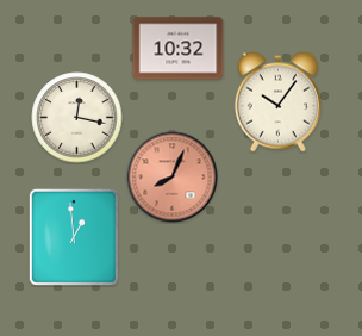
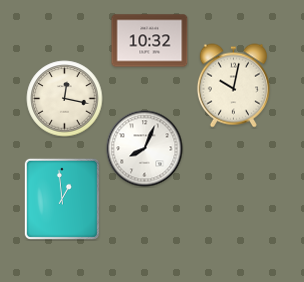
clock at (277, 102): 10:06 -> 10:02
clock at (173, 178) dial: salmon -> white
